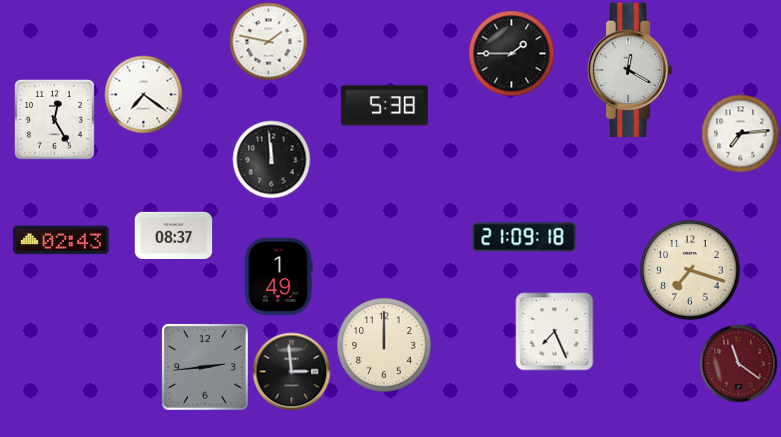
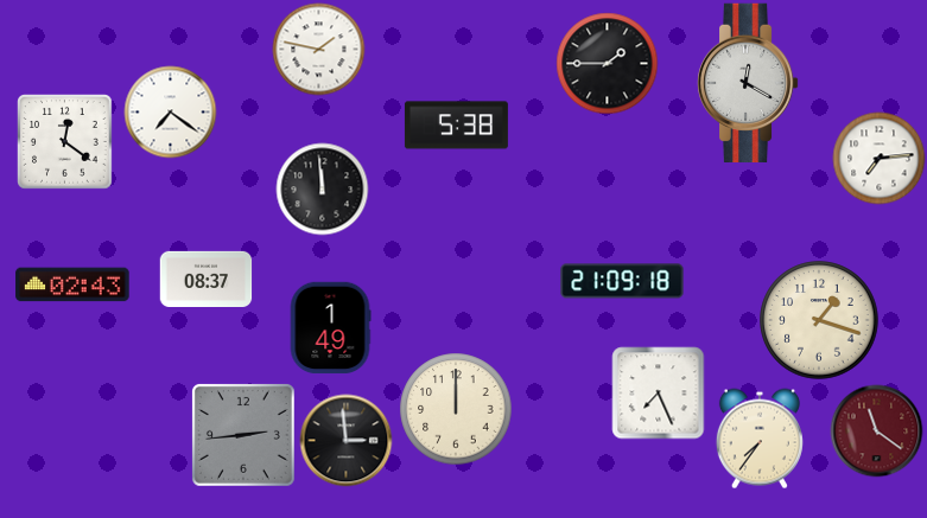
clock at (55, 120): 12:25 -> 12:21
clock at (690, 270): 7:18 -> 1:18
clock at (760, 439): none -> 7:36
